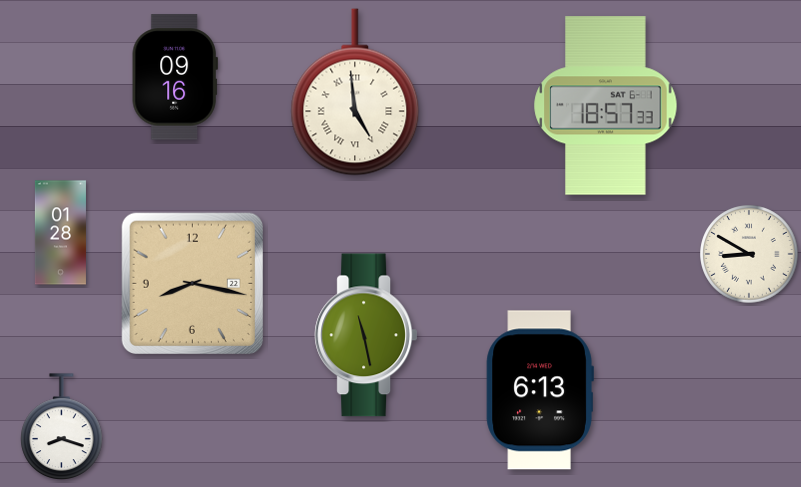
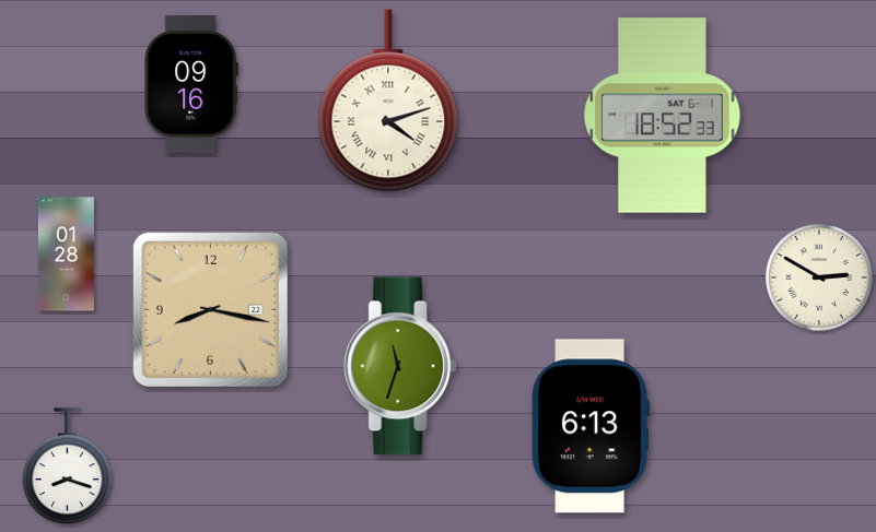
clock at (355, 92): 4:59 -> 4:12
clock at (606, 106): 18:57 -> 18:52
clock at (749, 254): 8:50 -> 2:50
clock at (365, 335): 11:28 -> 11:33
